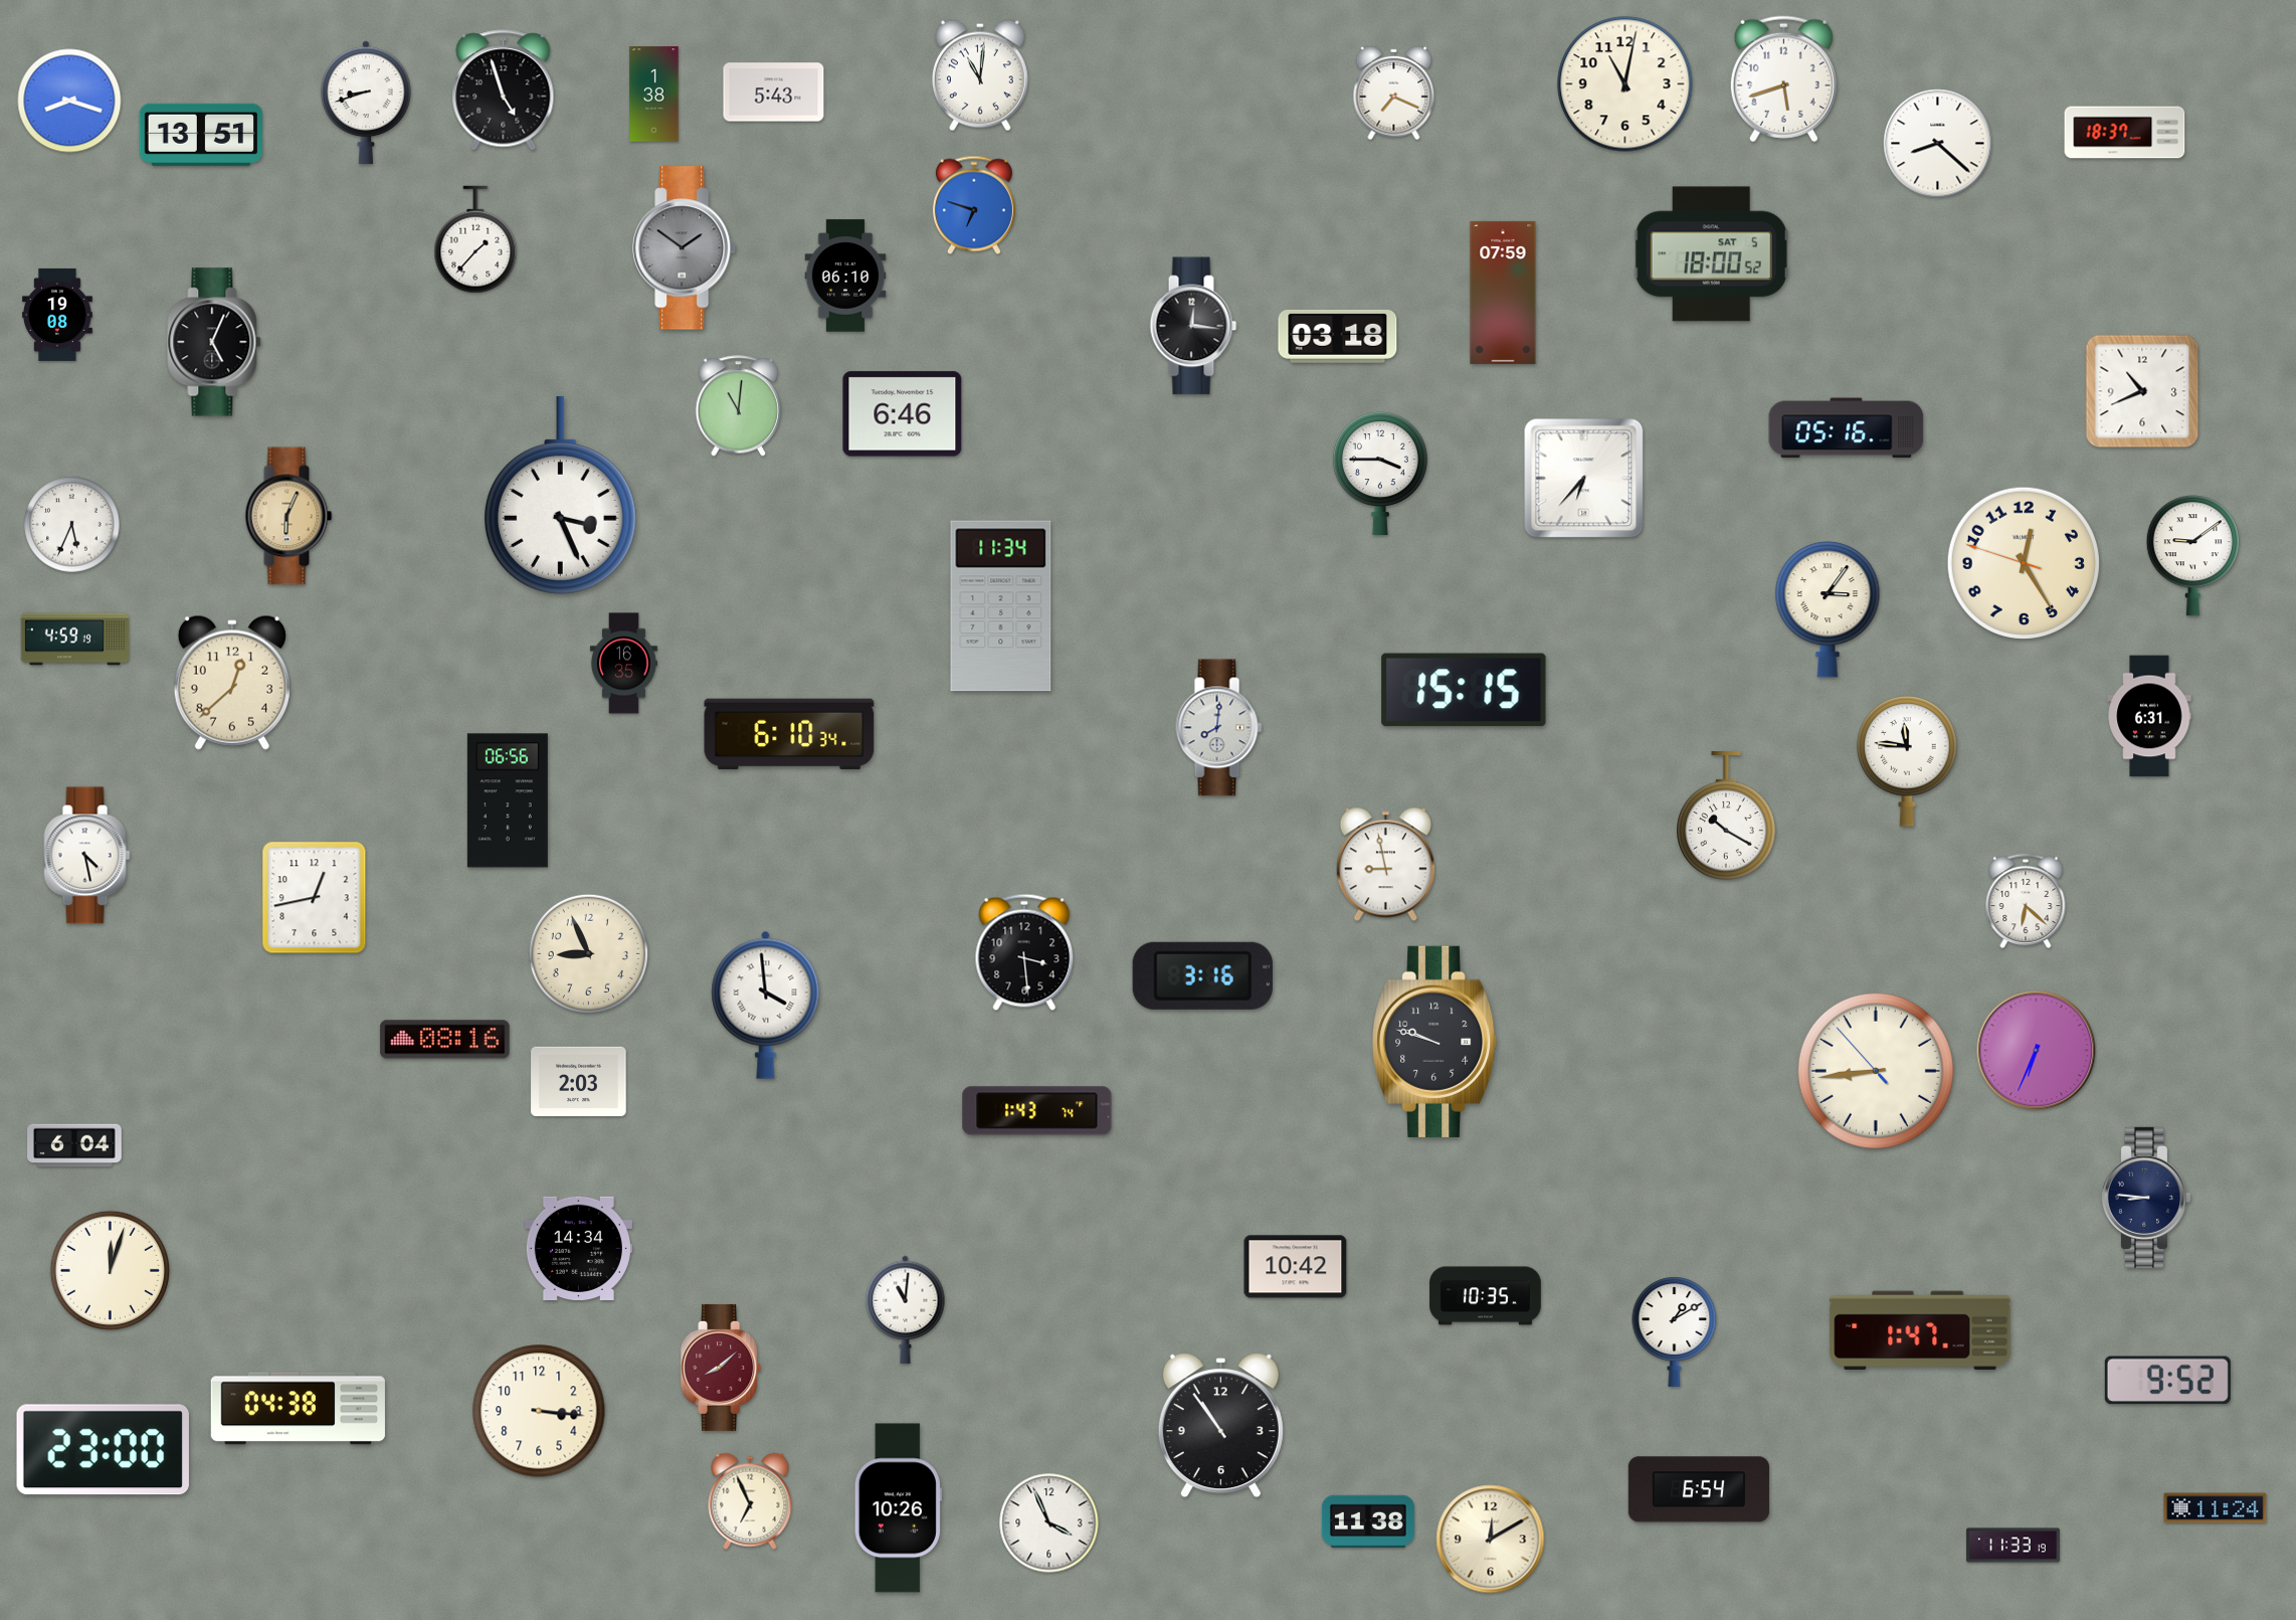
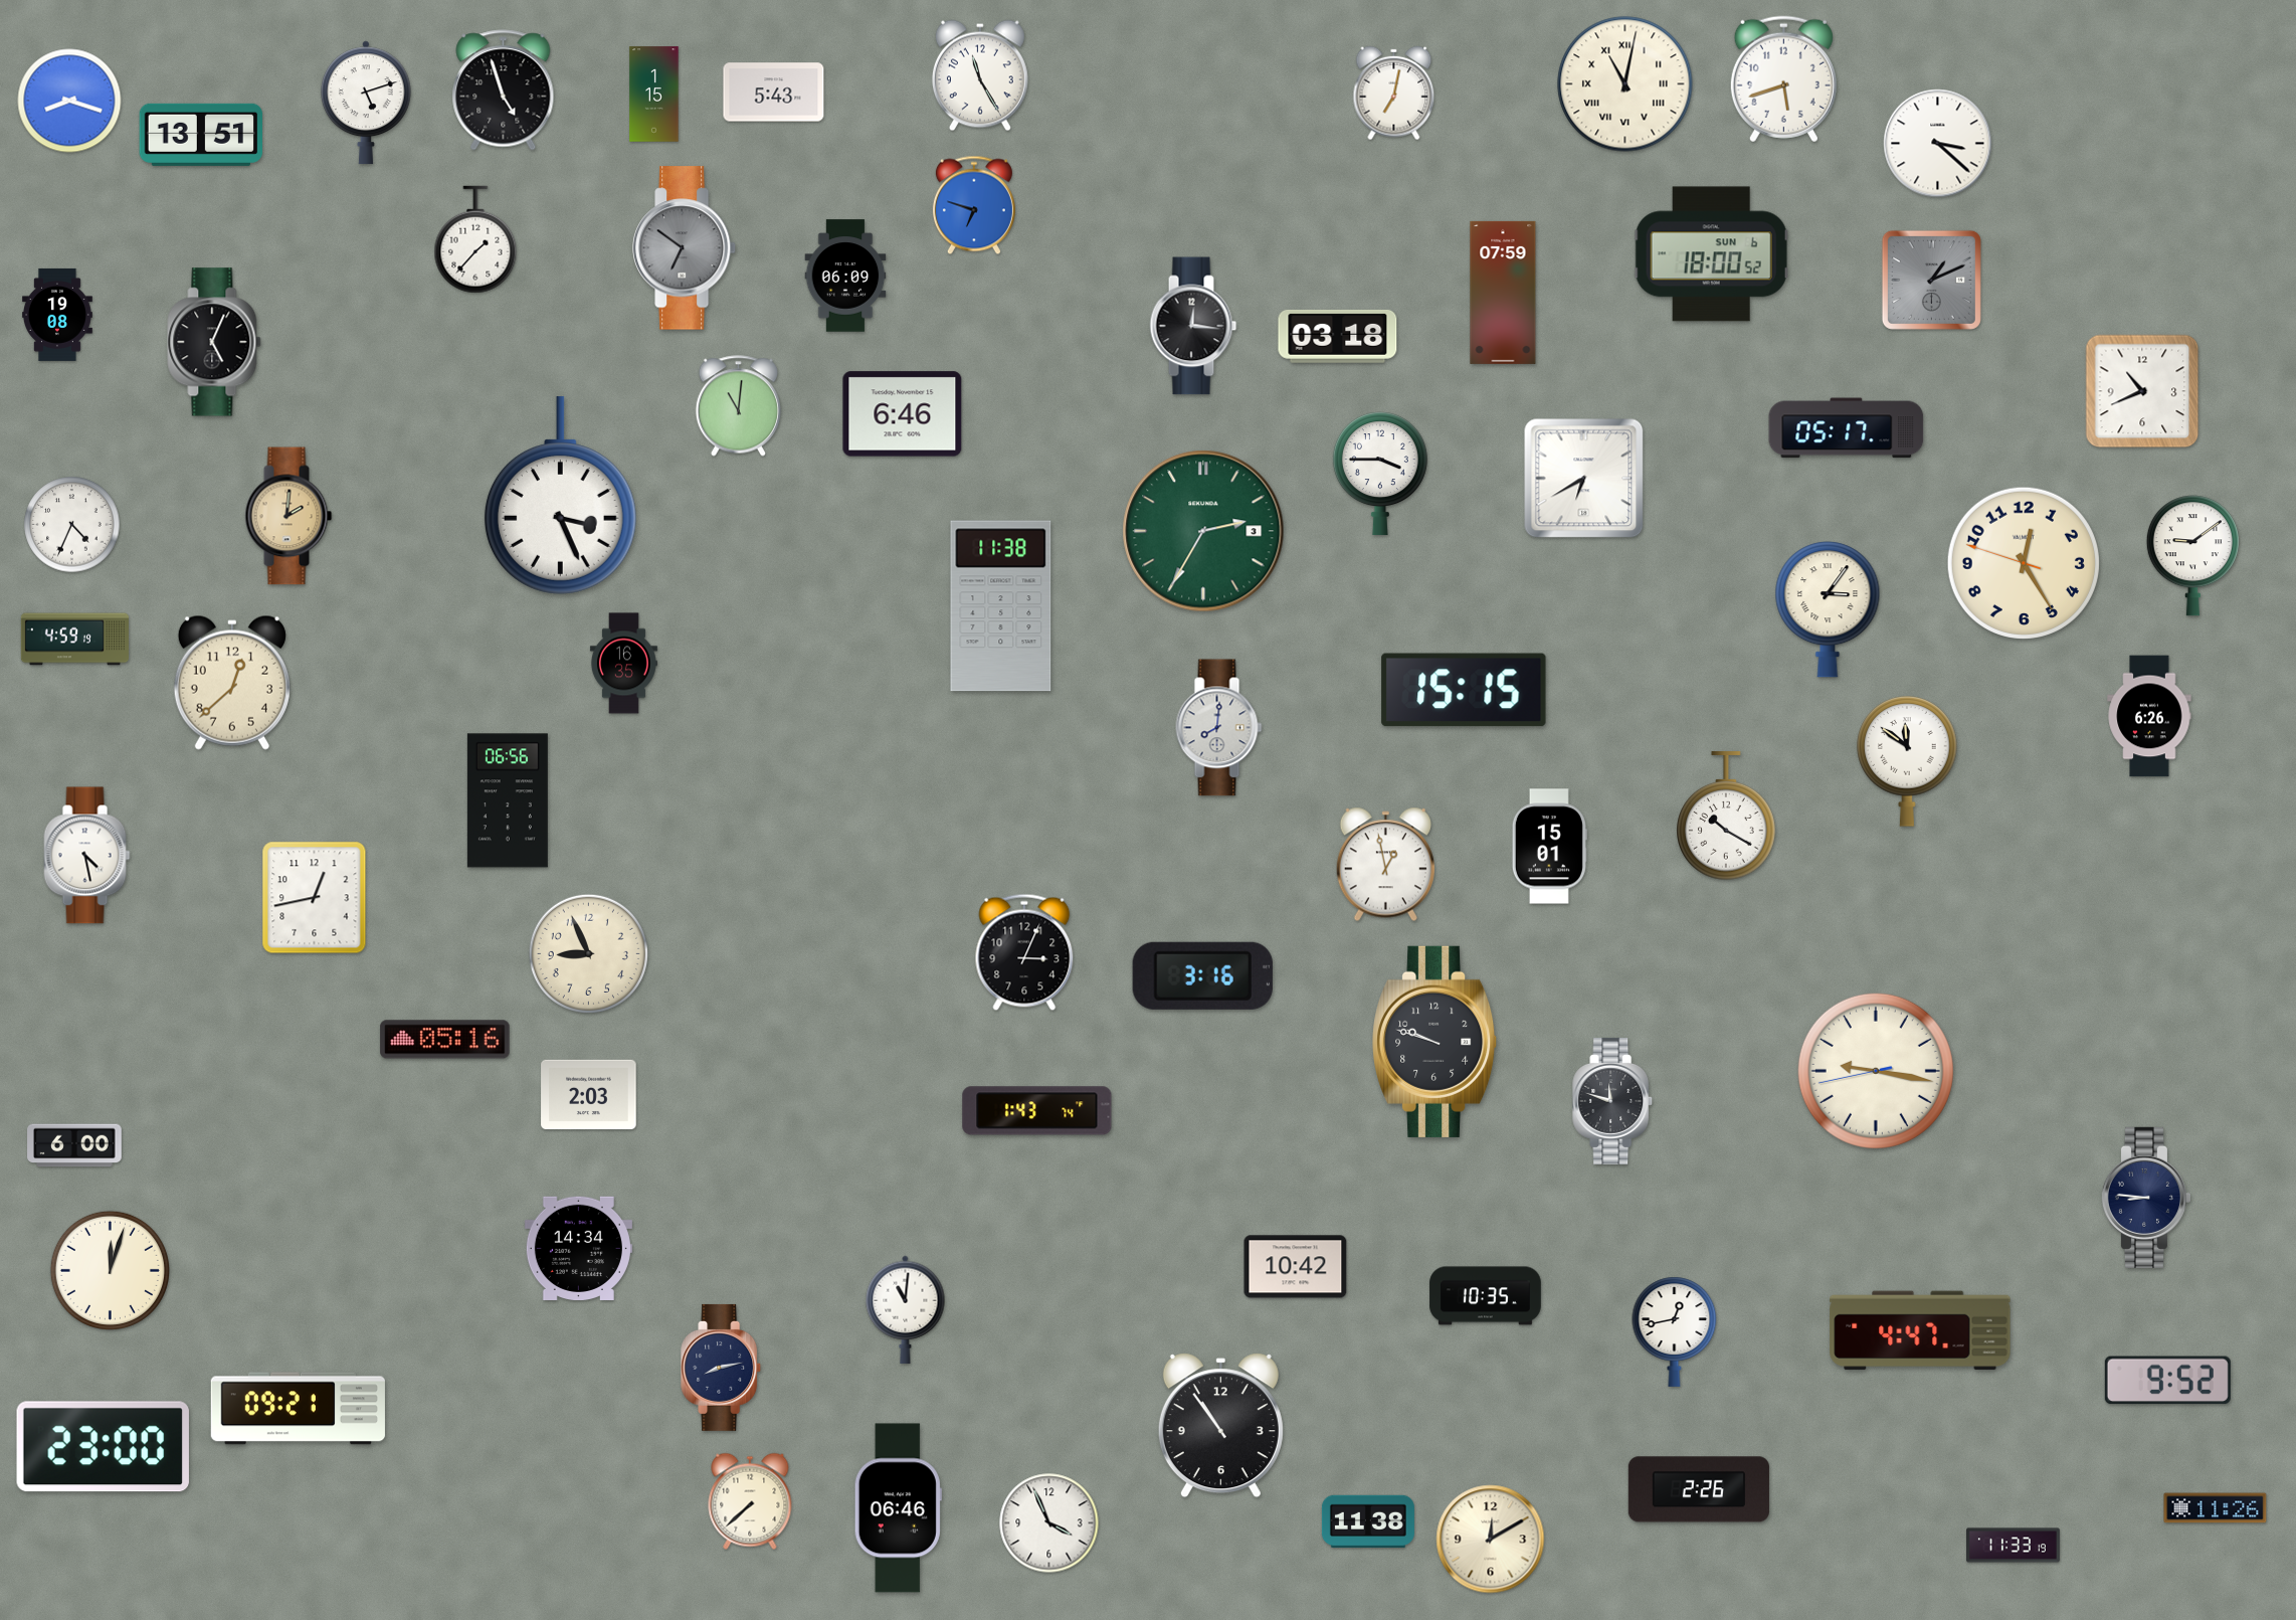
clock at (980, 75): 11:01 -> 11:25
clock at (1625, 84) numerals: Arabic -> Roman
clock at (1394, 94): 7:19 -> 7:02
clock at (654, 95): 1:38 -> 1:15
clock at (366, 103): 8:42 -> 5:12
clock at (2125, 133): 18:37 -> none
clock at (1938, 144): 8:22 -> 3:22
clock at (685, 248): 1:51 -> 6:51
clock at (1711, 254) date: SAT 5 -> SUN 6
clock at (845, 276): 06:10 -> 06:09
clock at (1931, 280): none -> 1:11
clock at (1847, 428): 05:16 -> 05:17
clock at (1584, 479): 6:37 -> 6:40
clock at (289, 516): 6:04 -> 2:01
clock at (72, 525): 5:34 -> 4:34
clock at (1203, 531): none -> 2:35
clock at (1001, 606): 11:34 -> 11:38
clock at (2149, 716): 6:31 -> 6:26
clock at (789, 734): 6:10 -> none
clock at (1907, 761): 11:46 -> 11:51
clock at (1549, 847): none -> 15:01
clock at (1385, 865): 8:58 -> 12:58
clock at (2026, 901): 6:22 -> none
clock at (1024, 952): 3:29 -> 3:04
clock at (766, 1005): 3:59 -> none
clock at (445, 1040): 08:16 -> 05:16
clock at (2037, 1051): 6:34 -> none
clock at (1876, 1071): 8:43 -> 9:16
clock at (579, 1082) position: (579, 1082) -> (589, 1095)
clock at (1613, 1101): none -> 11:48
clock at (74, 1145): 6:04 -> 6:00
clock at (1920, 1330): 1:47 -> 4:47
clock at (1675, 1331): 1:10 -> 12:43
clock at (722, 1368): 8:08 -> 8:13
clock at (722, 1368) dial: burgundy -> navy
clock at (298, 1409): 04:38 -> 09:21
clock at (539, 1411): 3:16 -> none
clock at (103, 1450) position: (103, 1450) -> (103, 1447)
clock at (1699, 1489): 6:54 -> 2:26
clock at (750, 1501): 6:56 -> 7:38
clock at (898, 1508): 10:26 -> 06:46
clock at (2216, 1508): 11:24 -> 11:26
